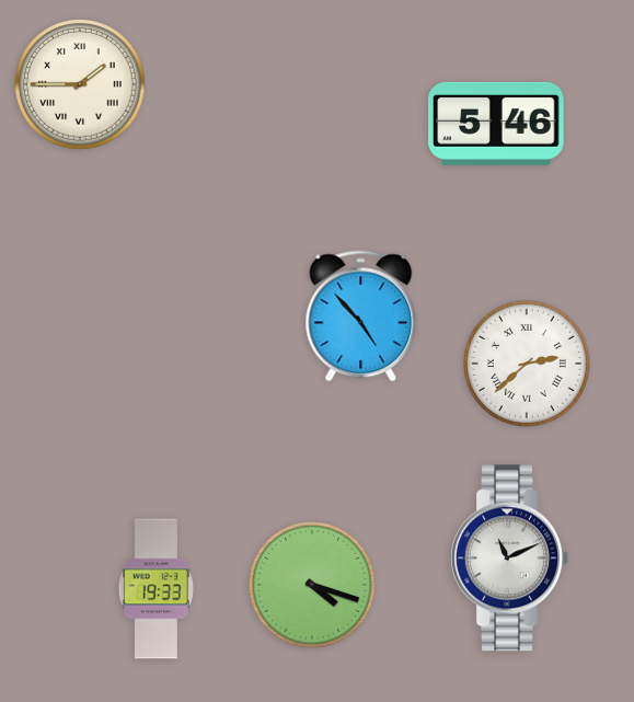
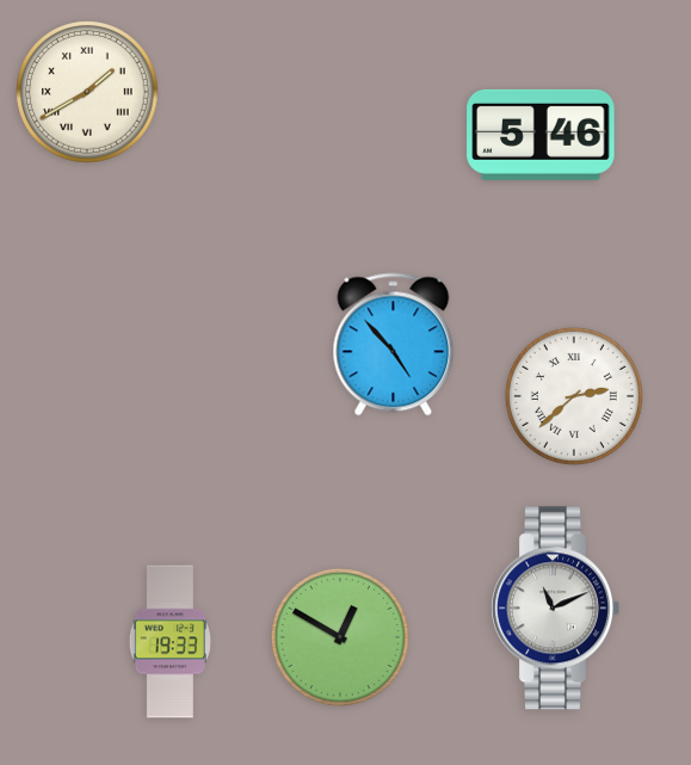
clock at (80, 84): 1:45 -> 1:40
clock at (312, 585): 4:18 -> 12:50
